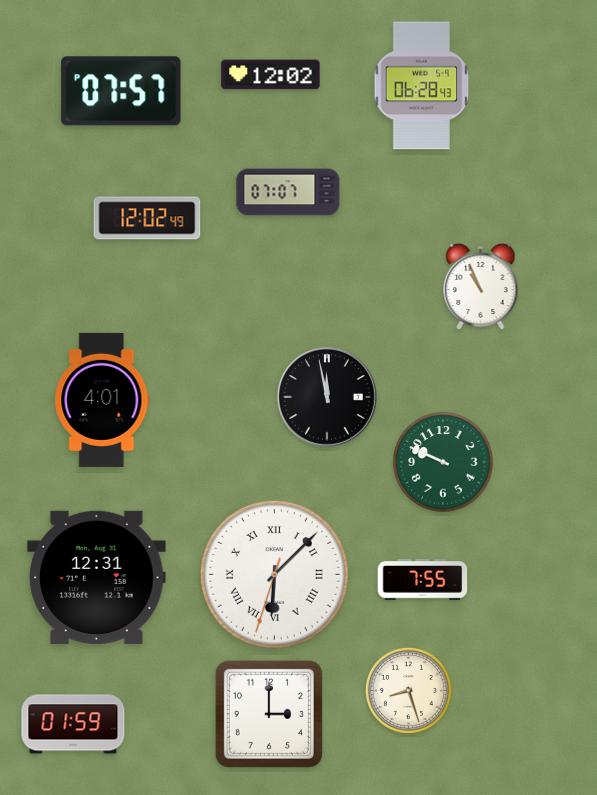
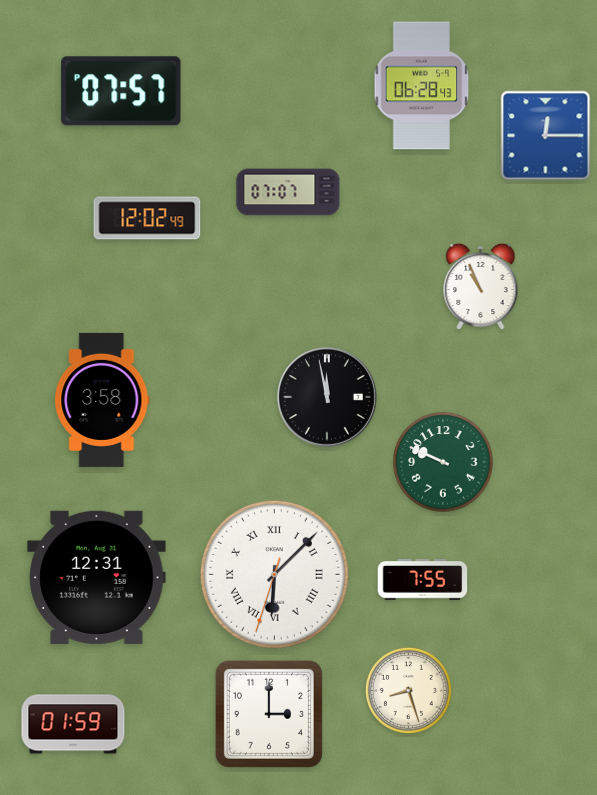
clock at (271, 75): 12:02 -> none
clock at (546, 136): none -> 12:15
clock at (102, 400): 4:01 -> 3:58
